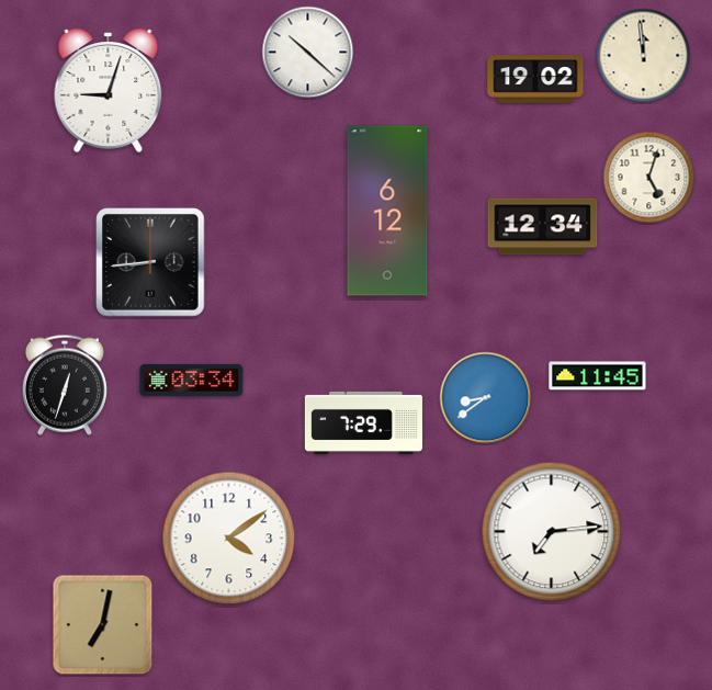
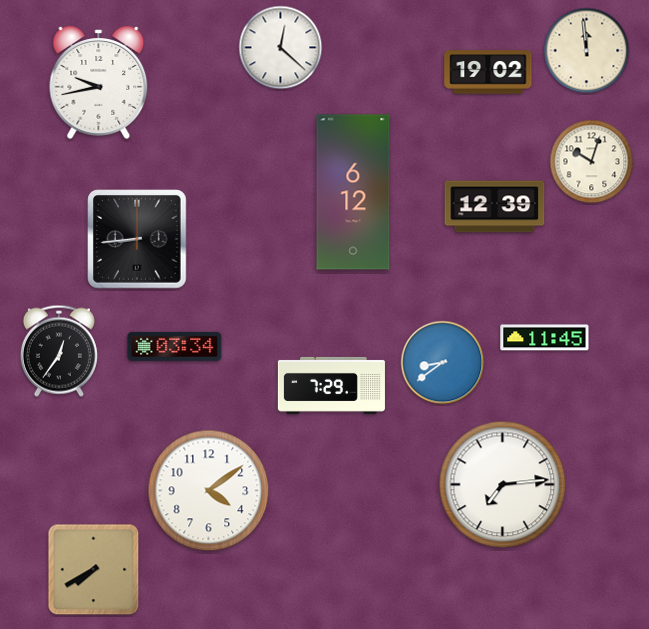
clock at (308, 53): 10:22 -> 12:22
clock at (109, 90): 9:03 -> 9:43
clock at (649, 178): 5:03 -> 10:03
clock at (543, 227): 12:34 -> 12:39
clock at (598, 376) position: (598, 376) -> (545, 338)
clock at (65, 385): 12:33 -> 12:36
clock at (103, 625): 7:02 -> 7:40
